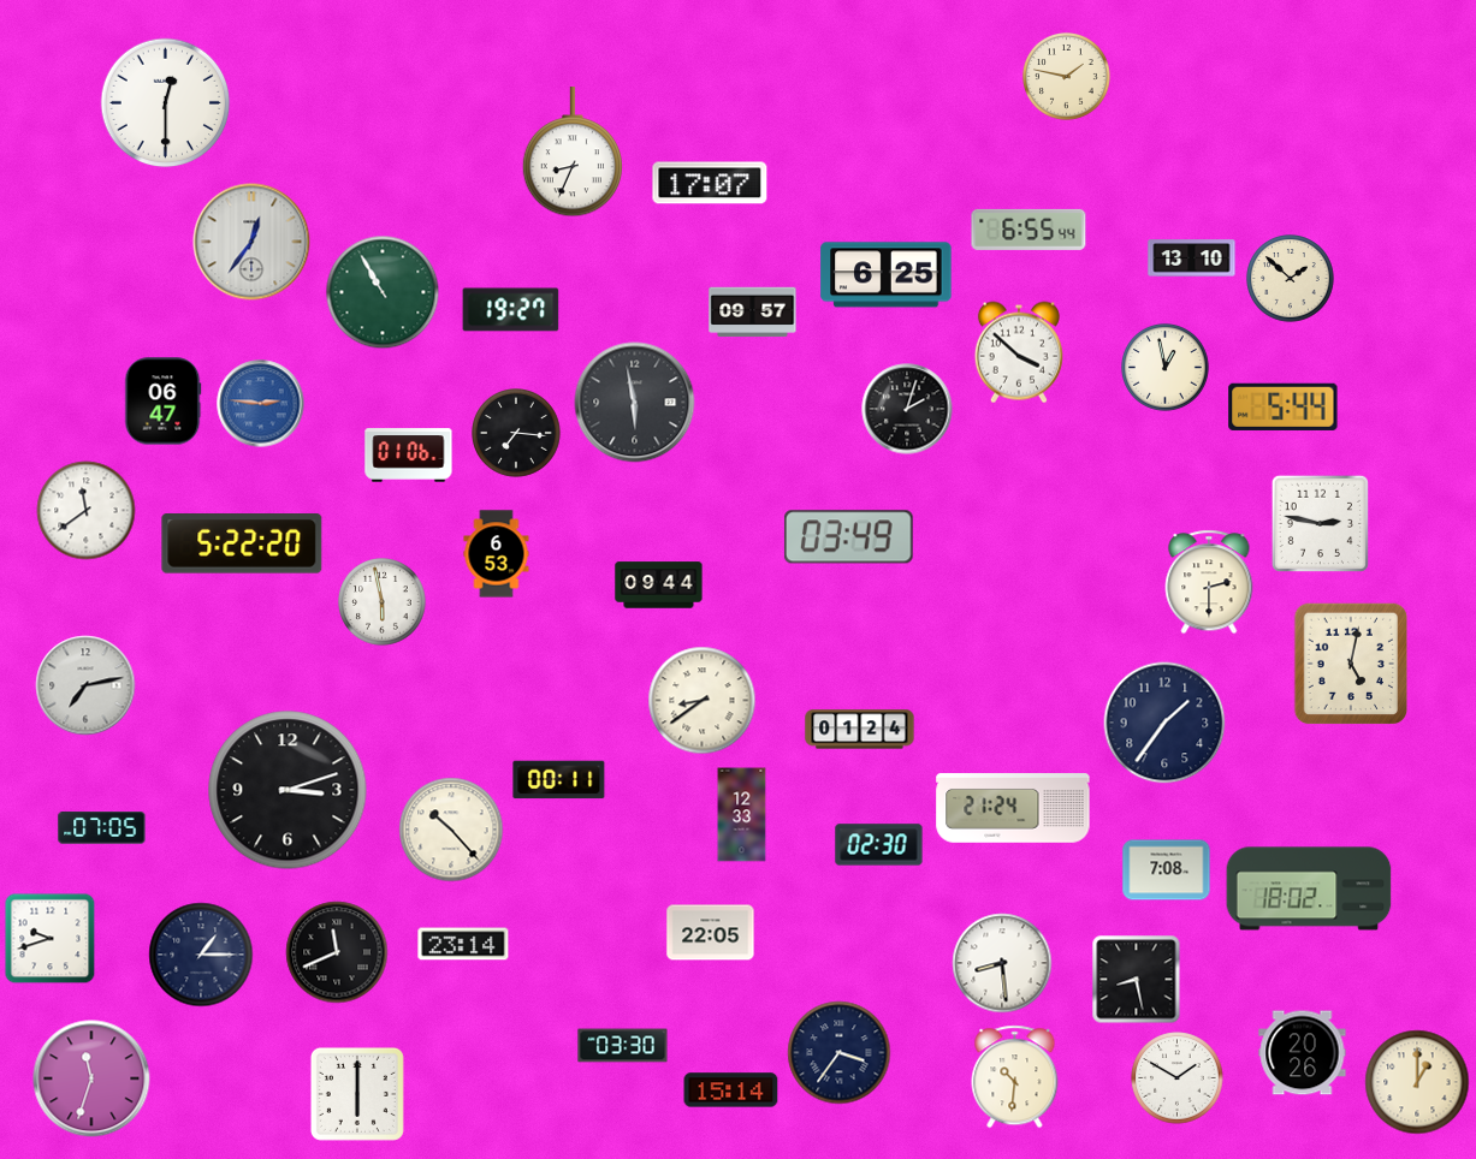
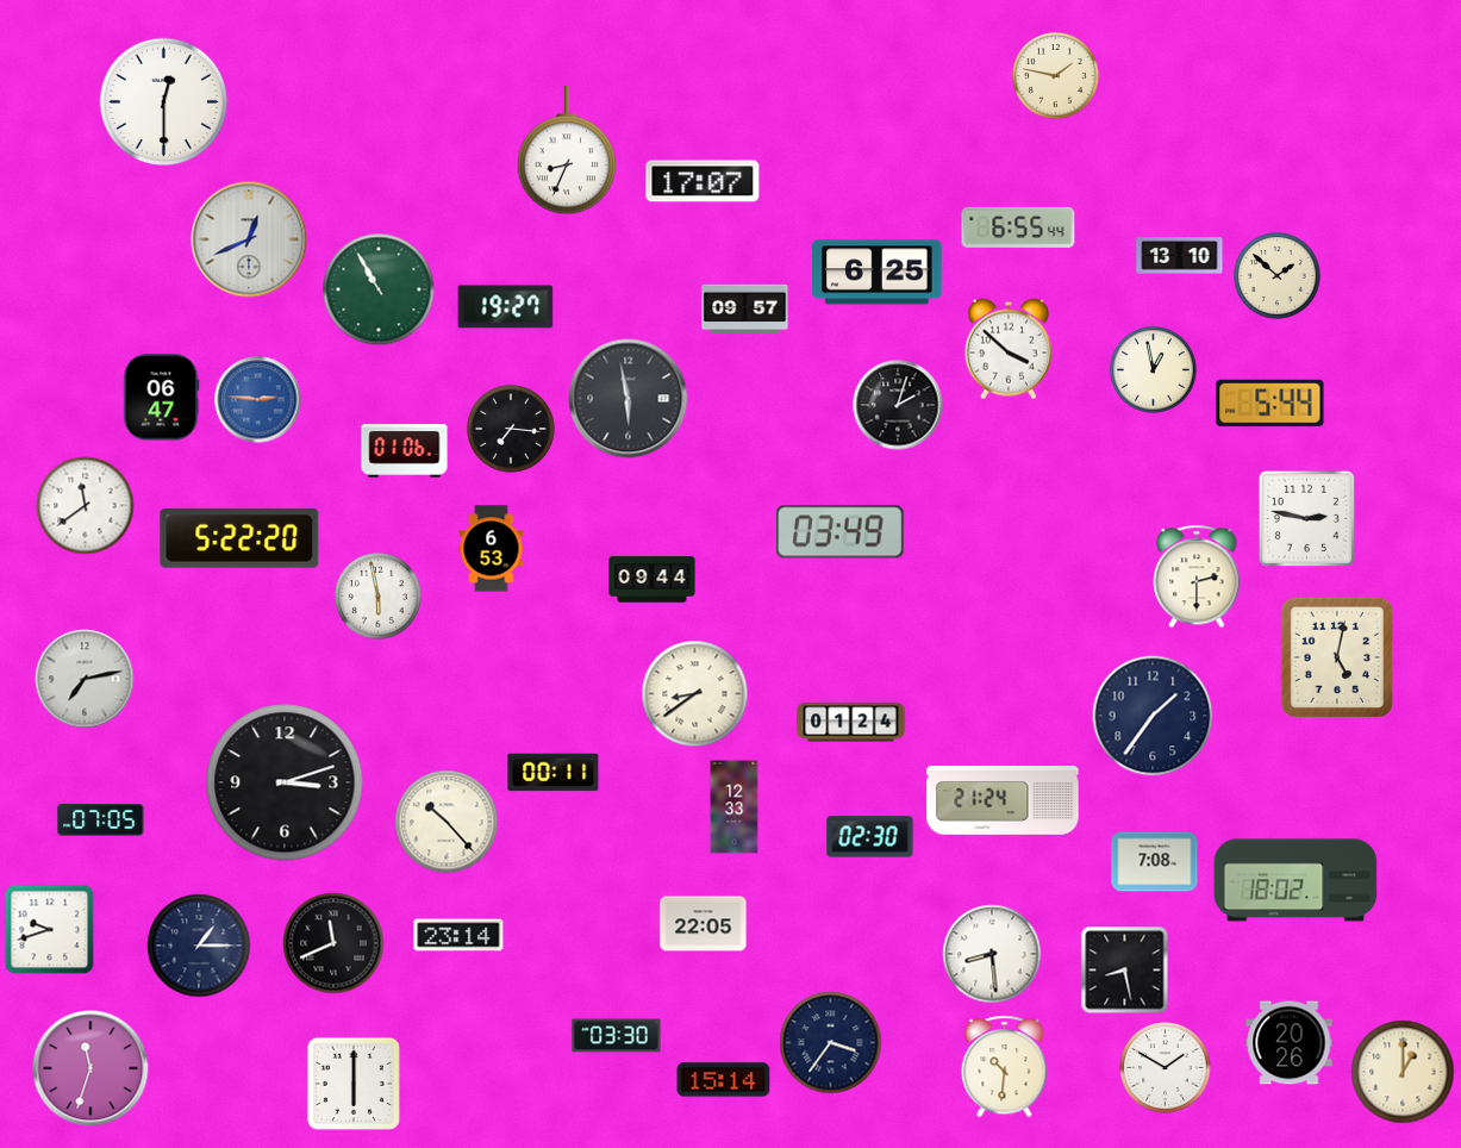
clock at (251, 242): 12:36 -> 12:41
clock at (1166, 368) position: (1166, 368) -> (1154, 370)
